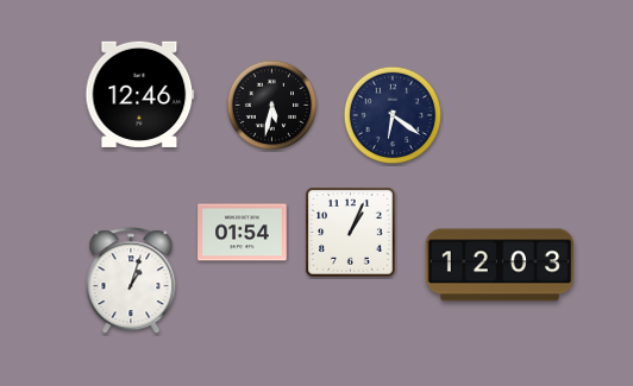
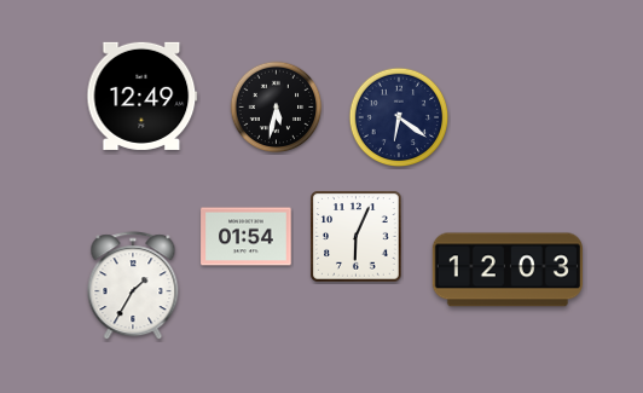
clock at (140, 94): 12:46 -> 12:49
clock at (351, 233): 1:04 -> 6:04
clock at (131, 281): 1:03 -> 1:35
